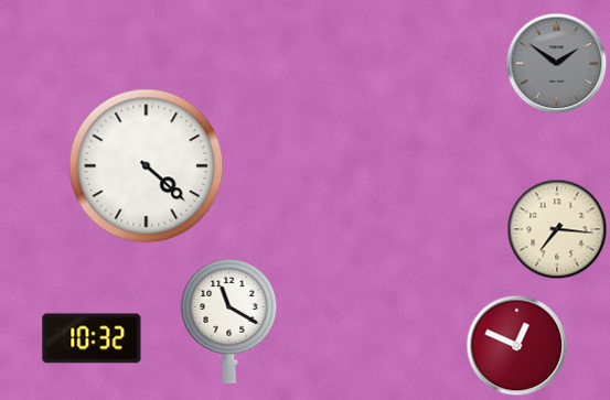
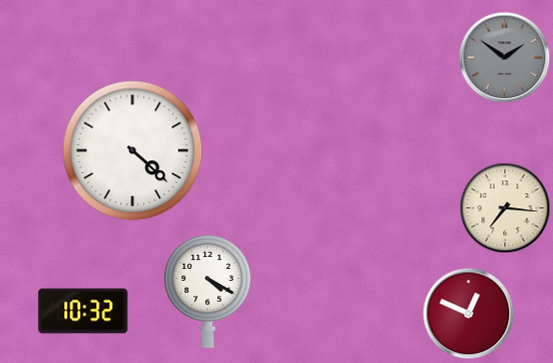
clock at (229, 322): 11:20 -> 4:20
clock at (92, 338) position: (92, 338) -> (83, 311)
